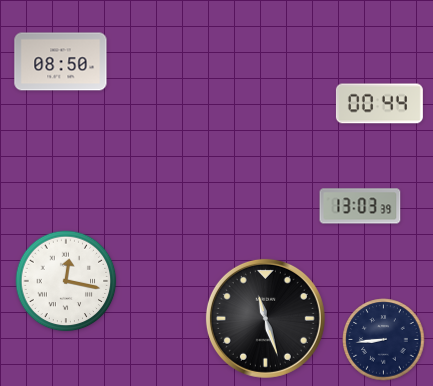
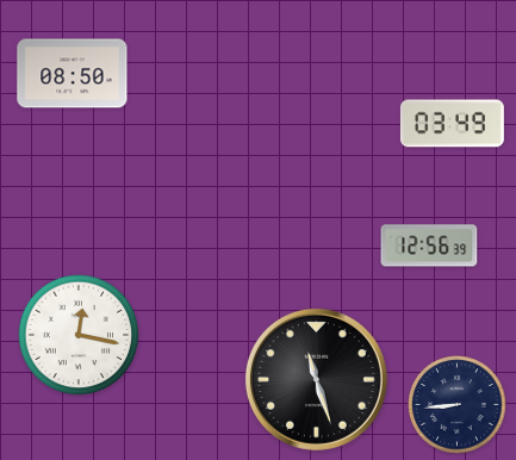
clock at (379, 104): 00:44 -> 03:49
clock at (360, 206): 13:03 -> 12:56
